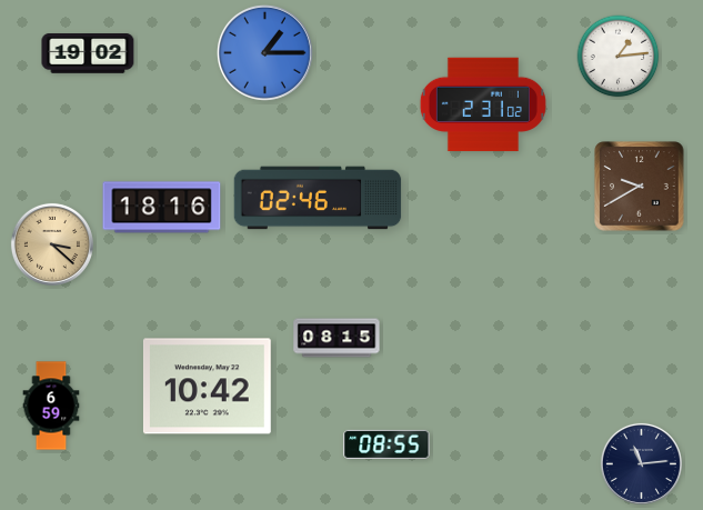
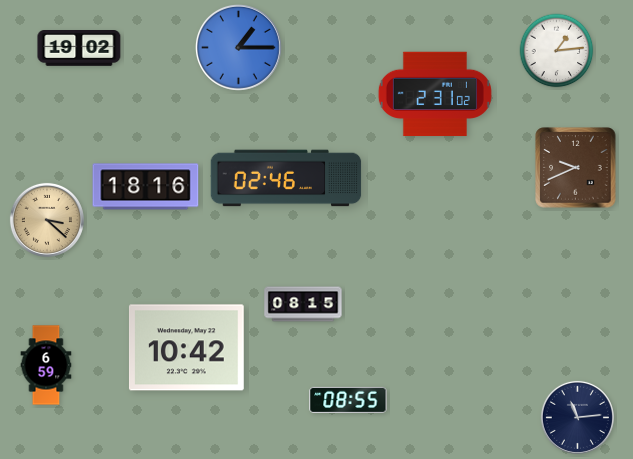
clock at (640, 187): 9:40 -> 9:41
